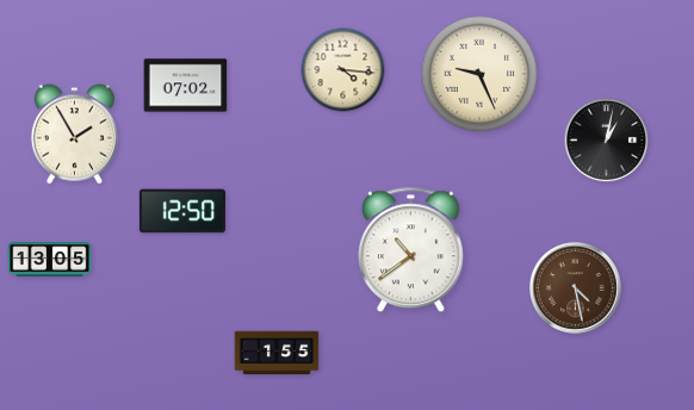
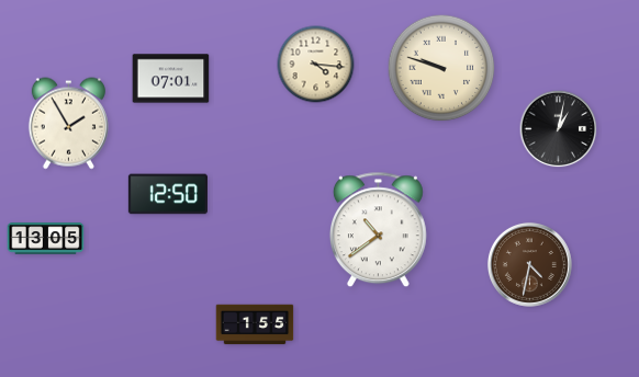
clock at (479, 74): 9:26 -> 9:48
clock at (186, 86): 07:02 -> 07:01
clock at (575, 287): 4:28 -> 4:32
